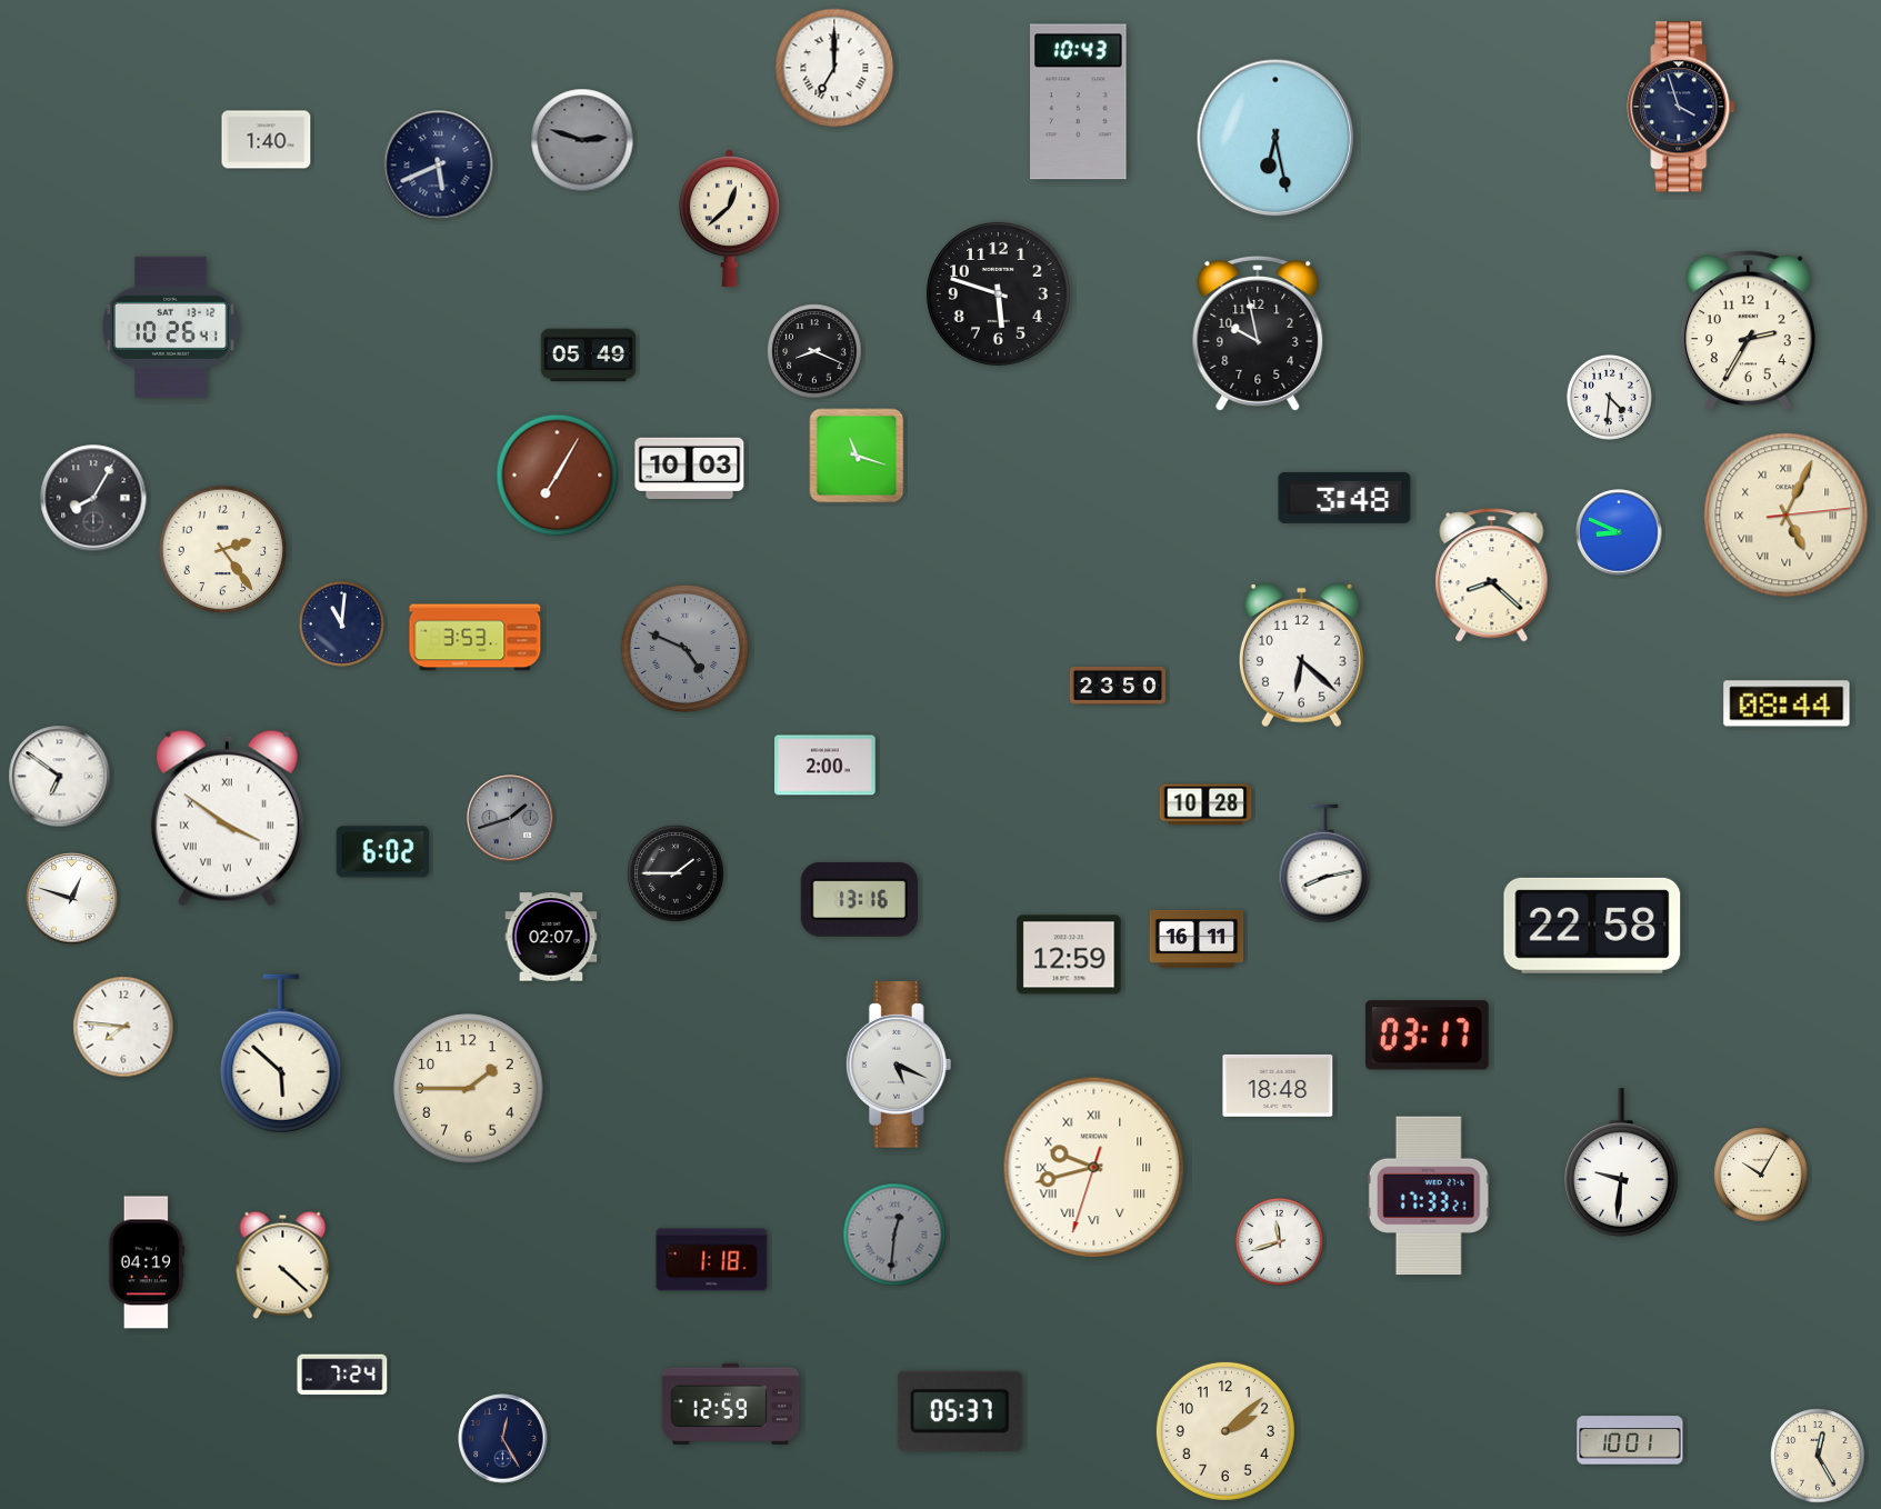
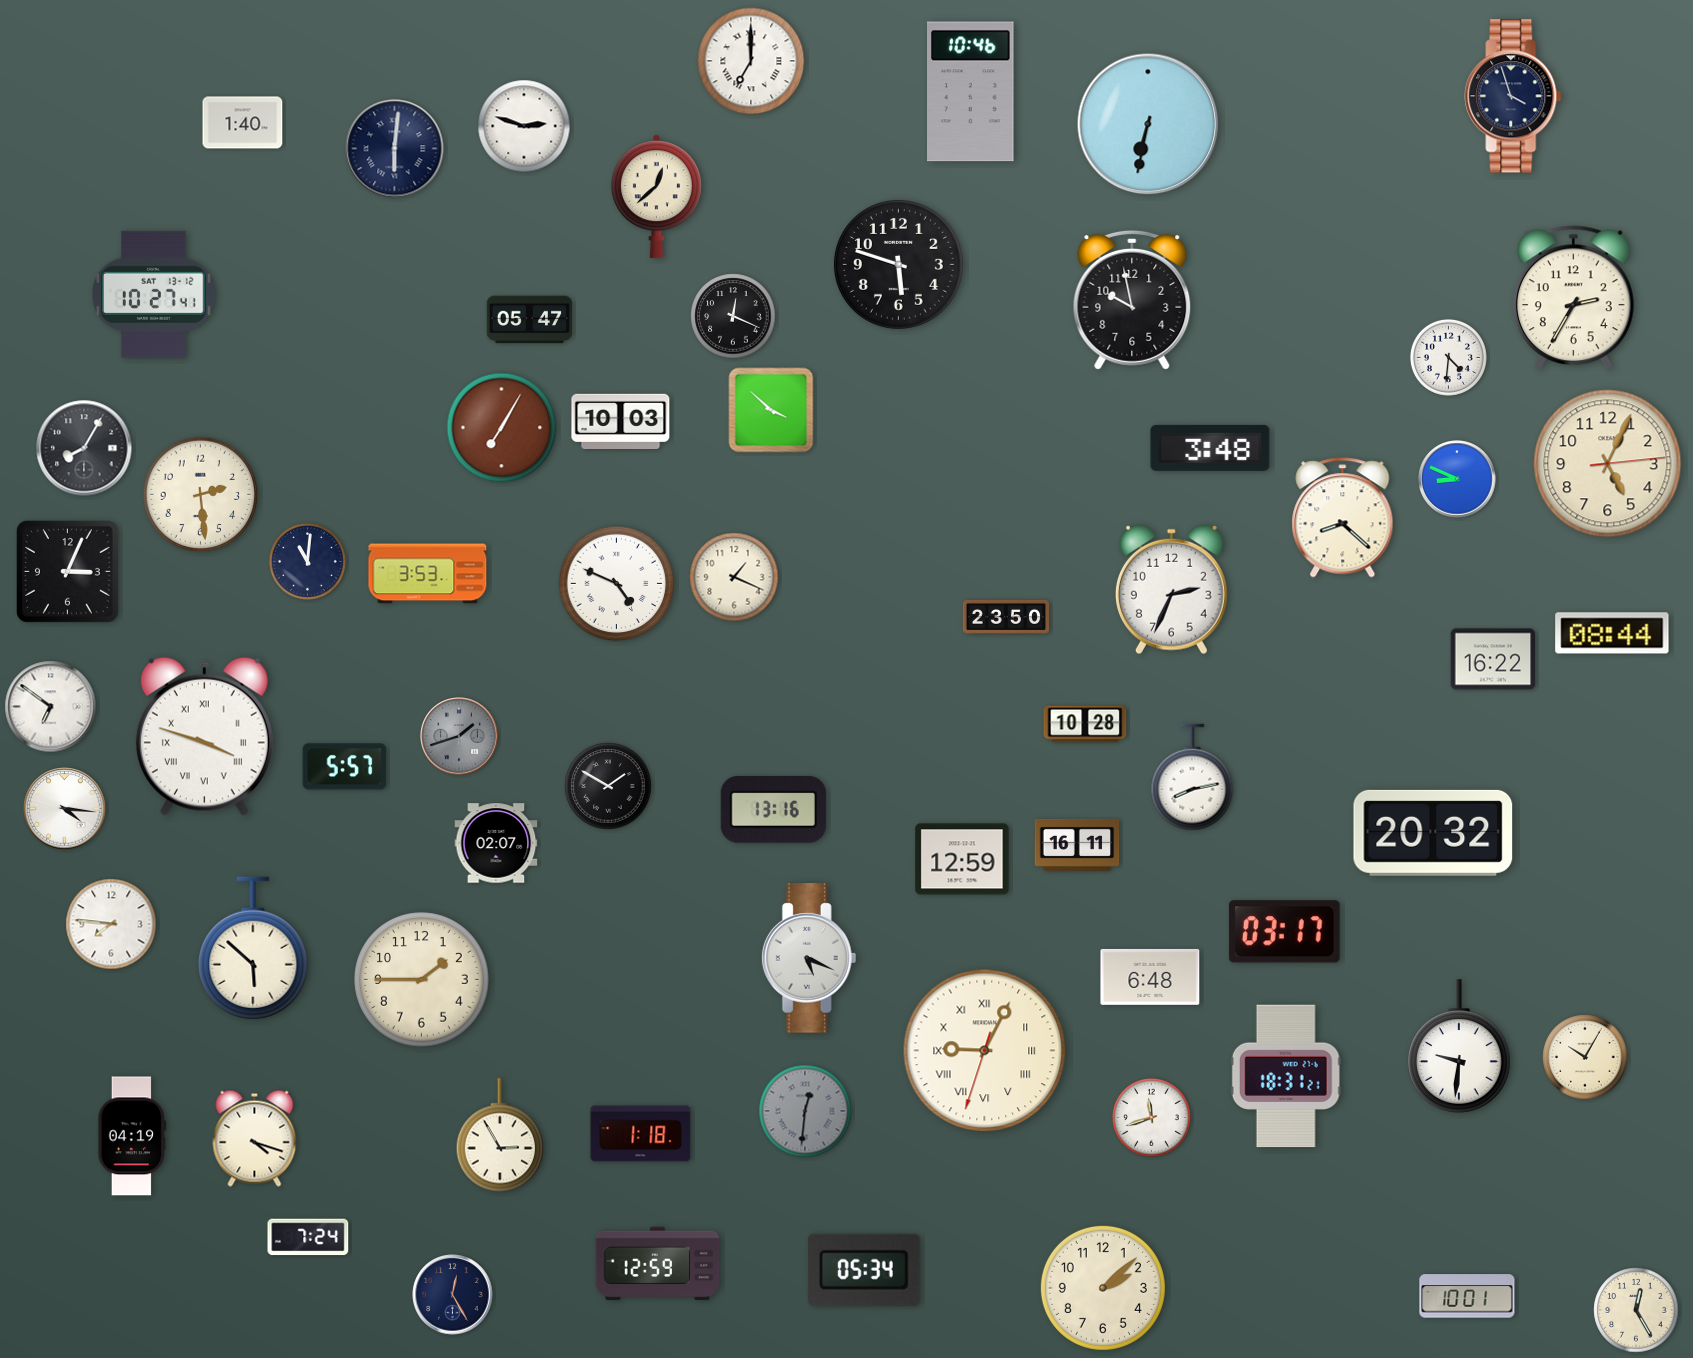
clock at (1079, 102): 10:43 -> 10:46
clock at (1275, 138): 6:28 -> 6:32
clock at (267, 140) position: (267, 140) -> (243, 123)
clock at (582, 140) dial: grey -> white
clock at (439, 166): 5:41 -> 6:01
clock at (171, 327): 10:26 -> 10:27
clock at (814, 351): 8:19 -> 12:19
clock at (589, 356): 05:49 -> 05:47
clock at (857, 456): 11:18 -> 3:52
clock at (1787, 516) numerals: Roman -> Arabic
clock at (223, 550): 2:24 -> 2:29
clock at (67, 571): none -> 3:04
clock at (734, 577): none -> 1:19
clock at (686, 649) dial: grey -> white
clock at (1301, 656): 6:22 -> 2:34
clock at (1787, 703) position: (1787, 703) -> (1612, 633)
clock at (1493, 659): none -> 16:22
clock at (826, 766): 2:00 -> none
clock at (60, 777) position: (60, 777) -> (51, 707)
clock at (227, 818): 3:51 -> 3:48
clock at (383, 852): 6:02 -> 5:57
clock at (676, 873): 1:45 -> 1:50
clock at (72, 899): 12:48 -> 4:16
clock at (1592, 926): 22:58 -> 20:32
clock at (1278, 1086): 18:48 -> 6:48
clock at (1094, 1168): 9:42 -> 9:04
clock at (1429, 1196): 17:33 -> 18:31
clock at (500, 1135): none -> 2:55
clock at (283, 1265): 4:22 -> 4:18
clock at (961, 1411): 05:37 -> 05:34
